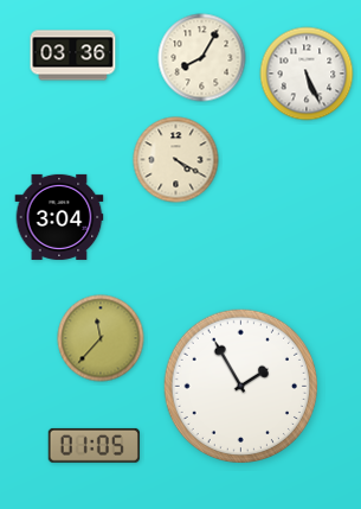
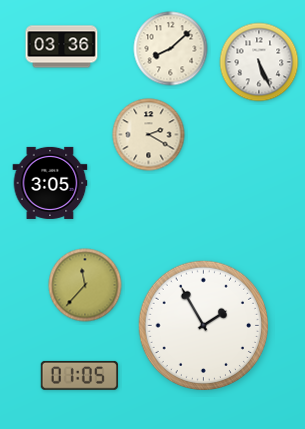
clock at (202, 58): 8:05 -> 8:08
clock at (176, 160): 4:20 -> 2:20
clock at (59, 217): 3:04 -> 3:05
